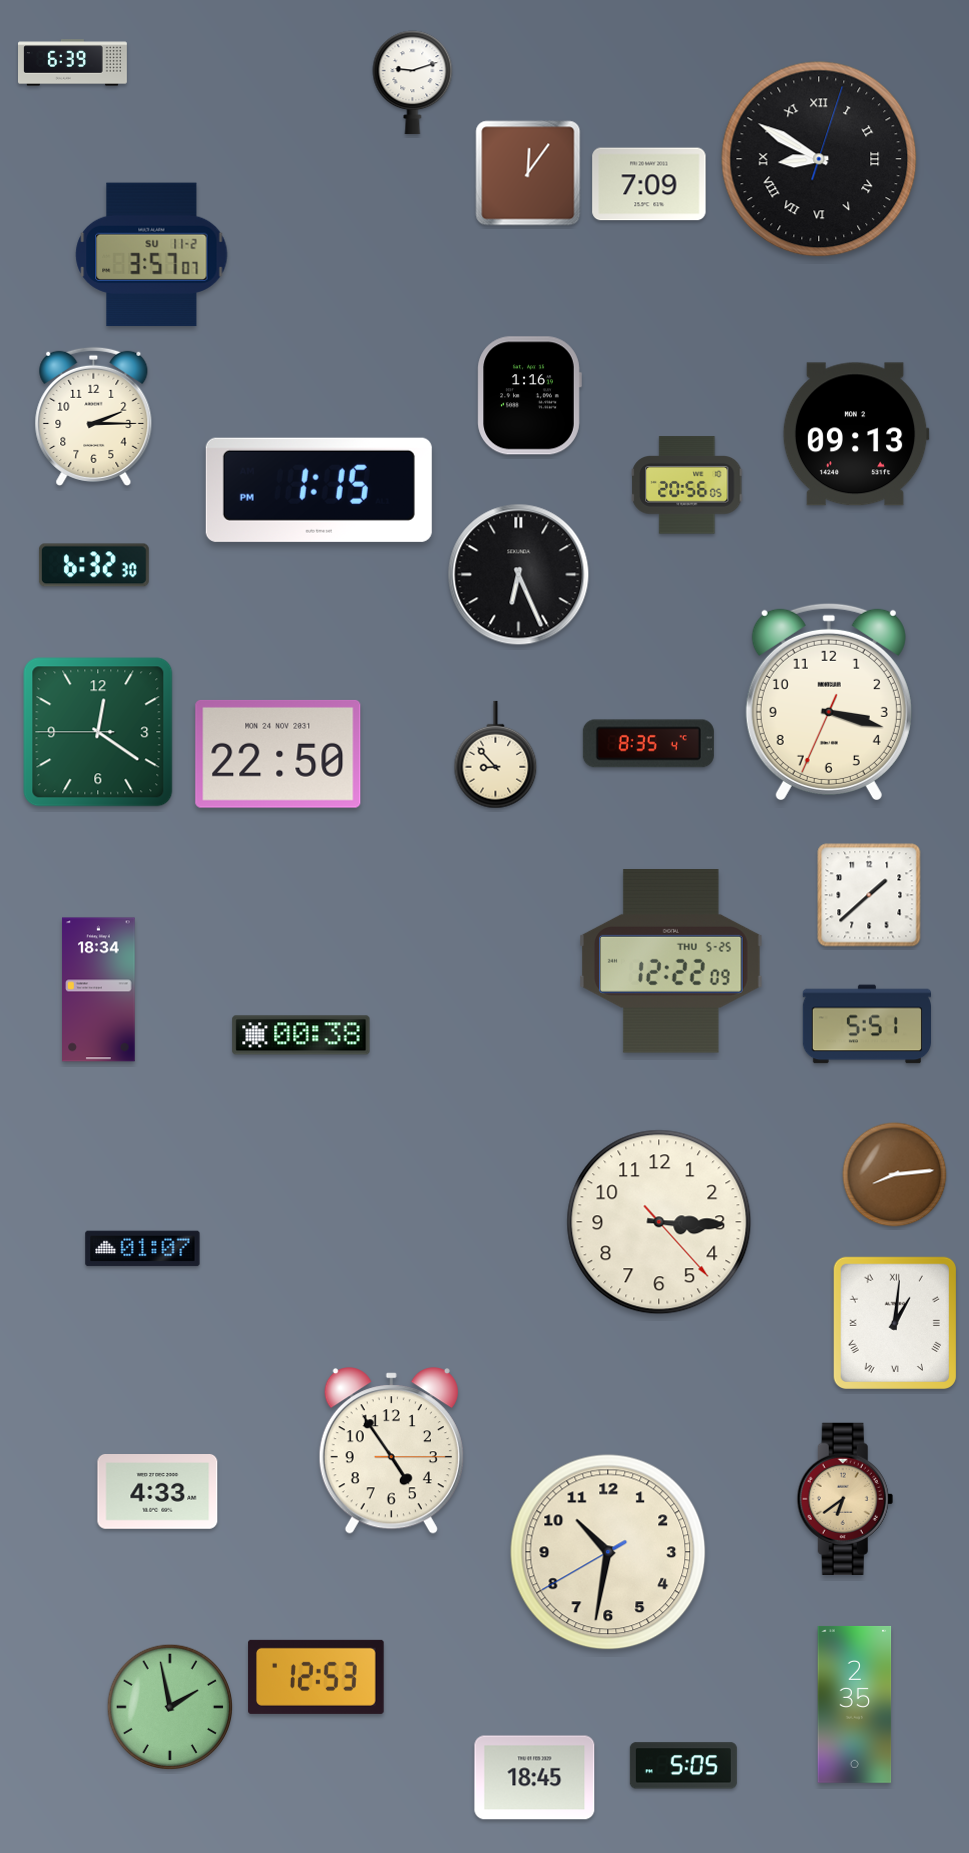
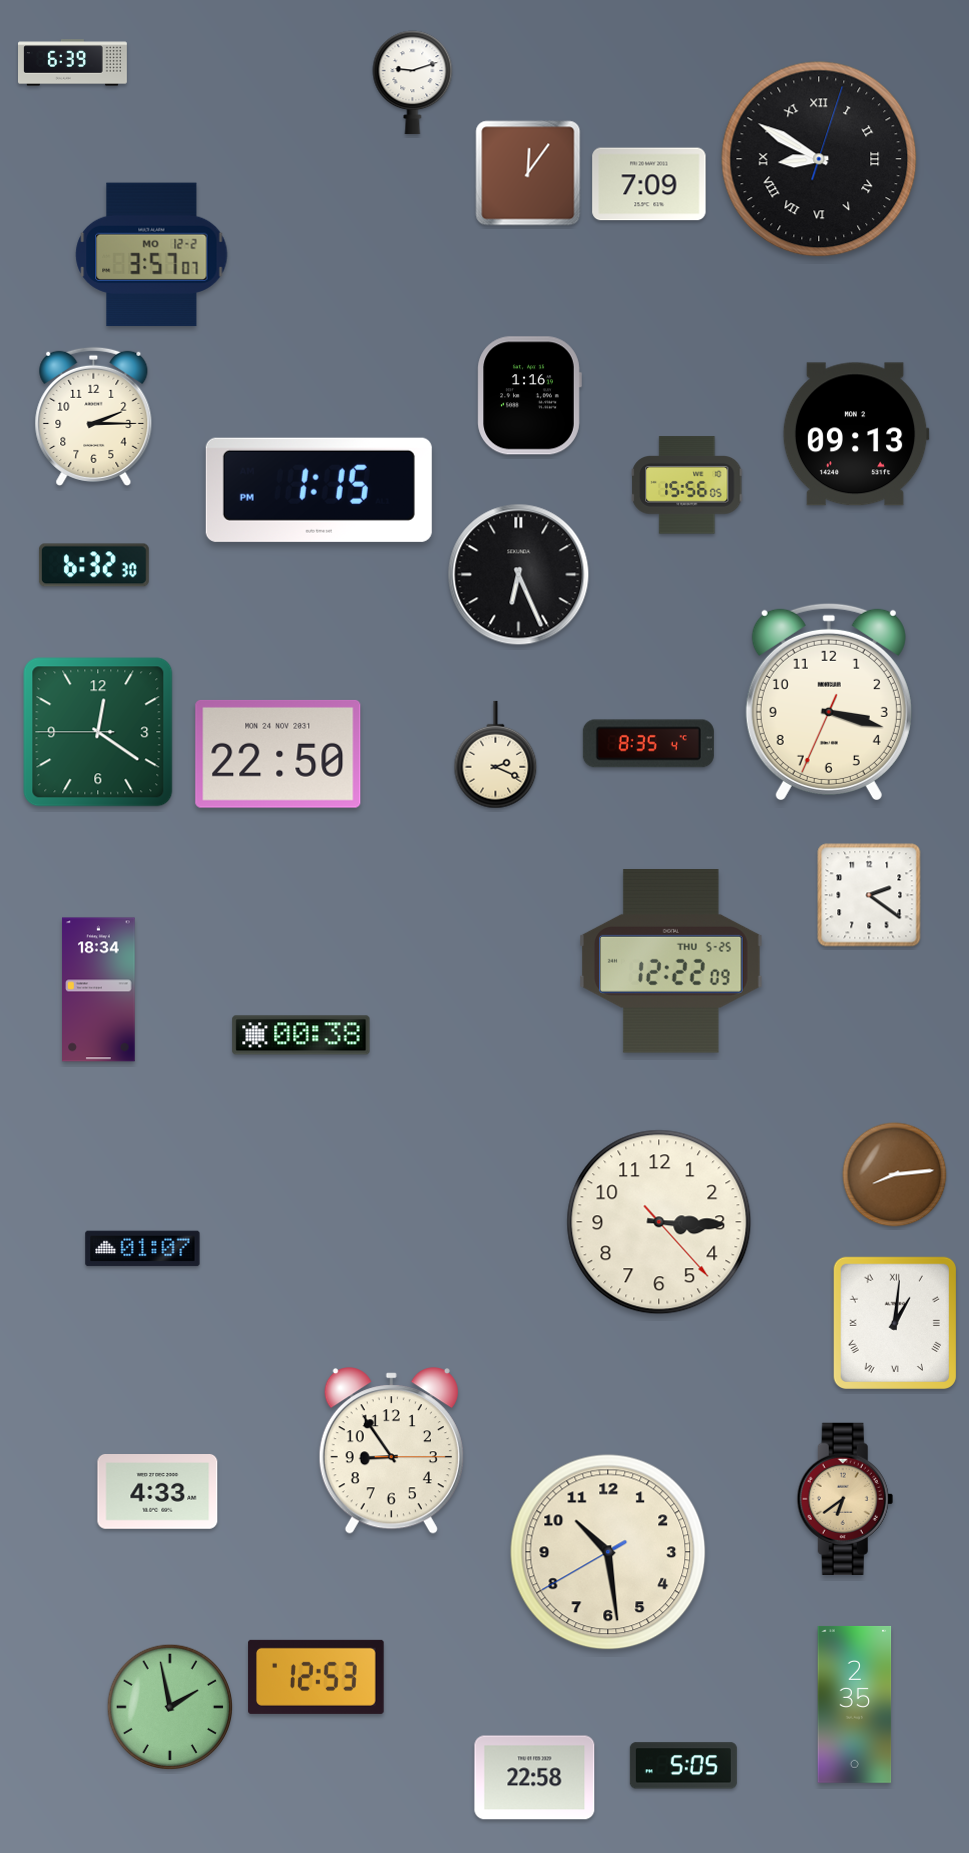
clock at (152, 255) date: SU 11-2 -> MO 12-2
clock at (687, 485): 20:56 -> 15:56
clock at (496, 755): 8:53 -> 2:19
clock at (869, 895): 1:38 -> 2:21
clock at (866, 1024): 5:51 -> none
clock at (391, 1451): 4:54 -> 8:54
clock at (608, 1552): 10:31 -> 10:28
clock at (535, 1778): 18:45 -> 22:58
